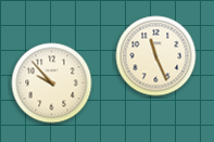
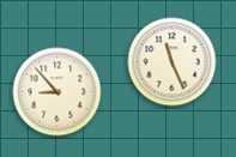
clock at (52, 83): 9:53 -> 8:53
